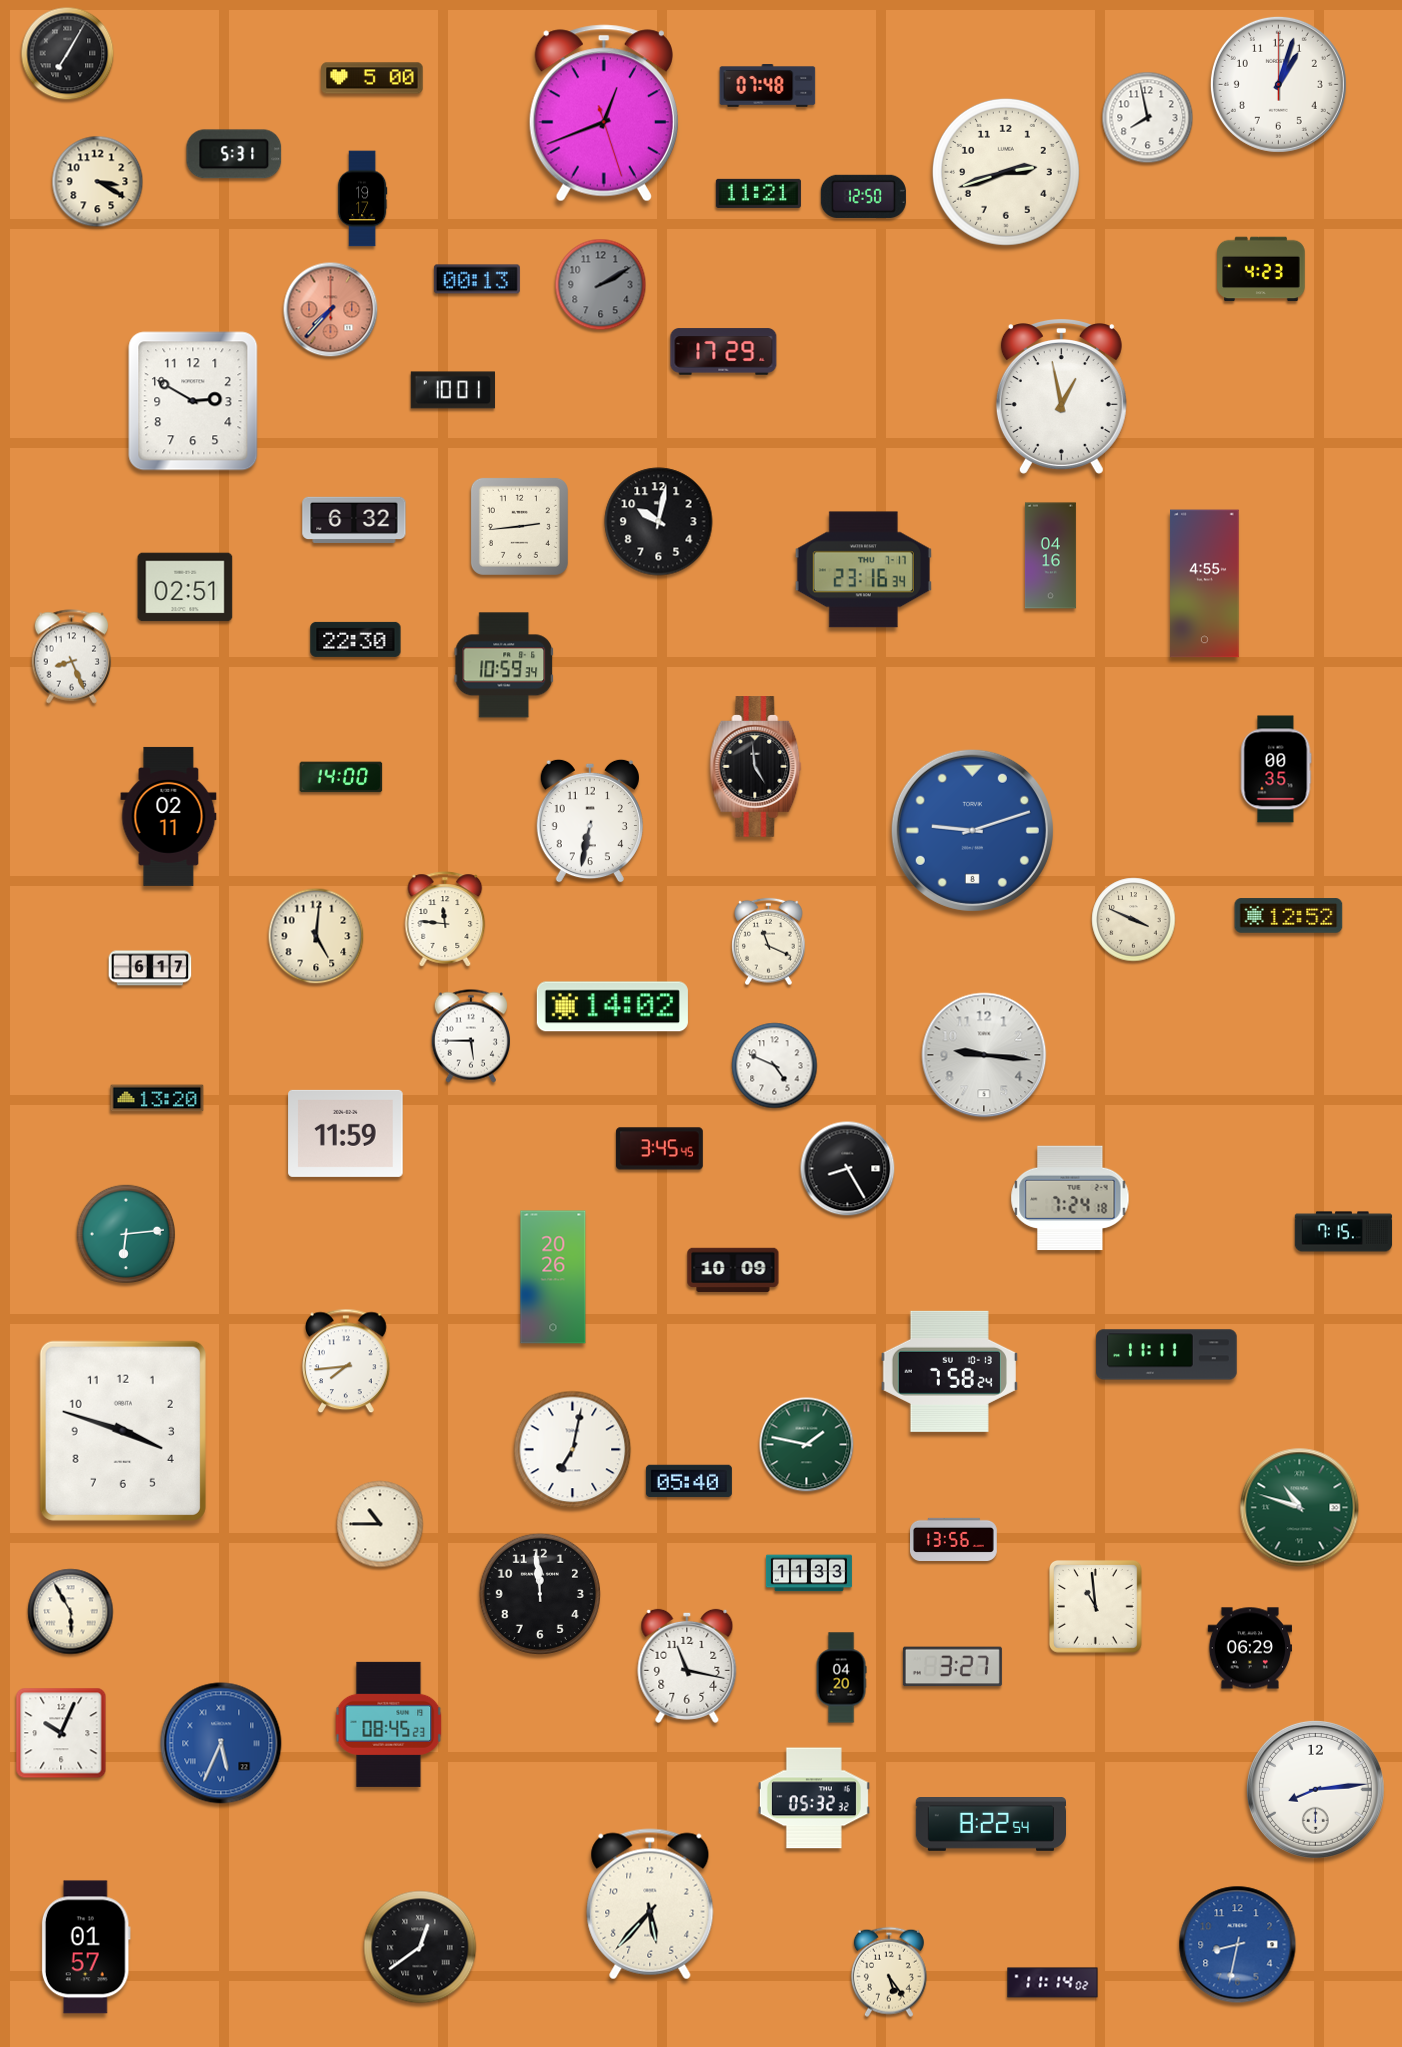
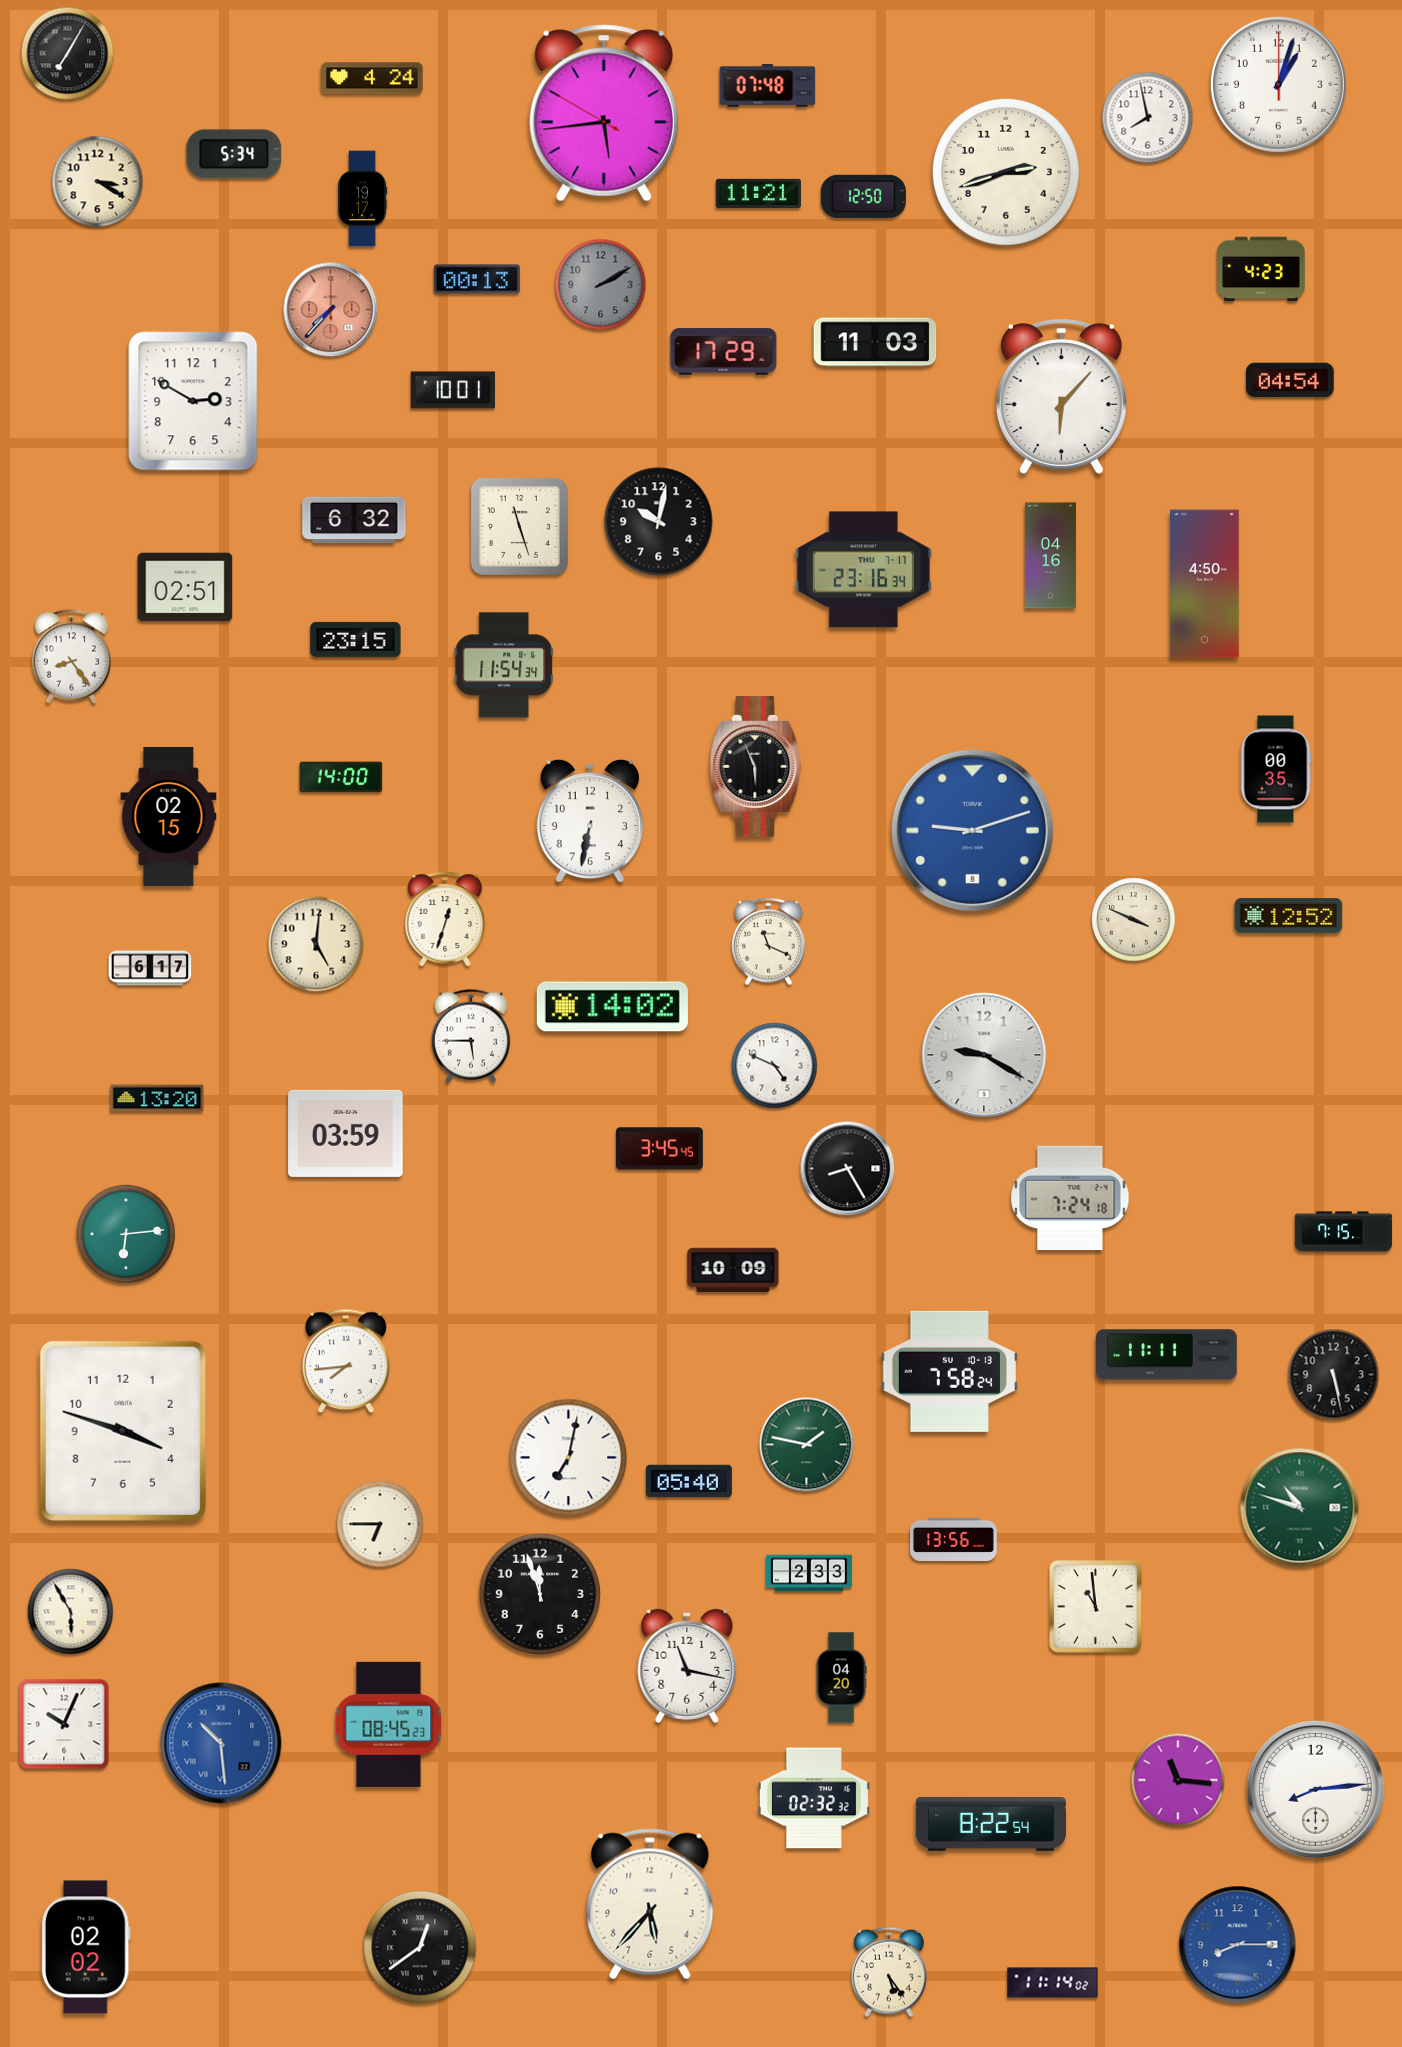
clock at (372, 78): 5:00 -> 4:24
clock at (604, 113): 12:41 -> 5:43
clock at (234, 154): 5:31 -> 5:34
clock at (875, 342): none -> 11:03
clock at (1290, 380): none -> 04:54
clock at (1061, 397): 12:58 -> 6:07
clock at (519, 526): 2:44 -> 11:27
clock at (1205, 584): 4:55 -> 4:50
clock at (356, 639): 22:30 -> 23:15
clock at (72, 657): 8:26 -> 8:24
clock at (504, 665): 10:59 -> 11:54
clock at (756, 767): 4:59 -> 5:56
clock at (169, 816): 02:11 -> 02:15
clock at (445, 919): 11:46 -> 12:33
clock at (316, 936) position: (316, 936) -> (316, 944)
clock at (984, 1055): 9:16 -> 9:20
clock at (346, 1133): 11:59 -> 03:59
clock at (553, 1277): 20:26 -> none
clock at (1334, 1375): none -> 5:28
clock at (573, 1450) position: (573, 1450) -> (569, 1458)
clock at (380, 1524): 10:45 -> 6:45
clock at (809, 1573): 11:33 -> 2:33
clock at (540, 1594): 11:59 -> 11:57
clock at (1250, 1648): 06:29 -> none
clock at (952, 1667): 3:27 -> none
clock at (61, 1733) position: (61, 1733) -> (64, 1724)
clock at (221, 1743): 5:34 -> 10:29
clock at (1178, 1780): none -> 11:16
clock at (814, 1798): 05:32 -> 02:32
clock at (1238, 1945): 8:32 -> 8:15
clock at (86, 1947): 01:57 -> 02:02
